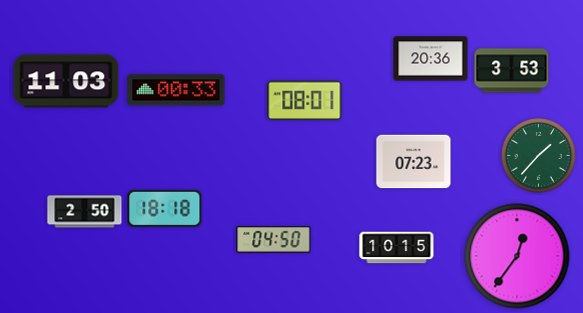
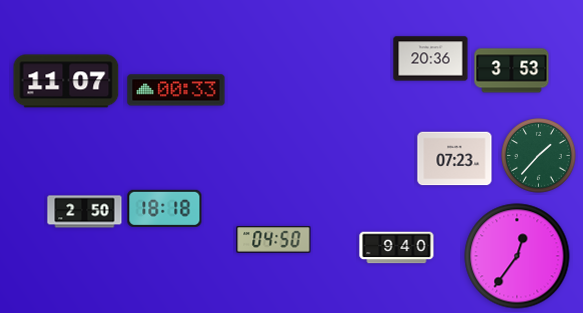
clock at (66, 81): 11:03 -> 11:07
clock at (305, 101): 08:01 -> none
clock at (414, 162) position: (414, 162) -> (455, 159)
clock at (397, 248): 10:15 -> 9:40
